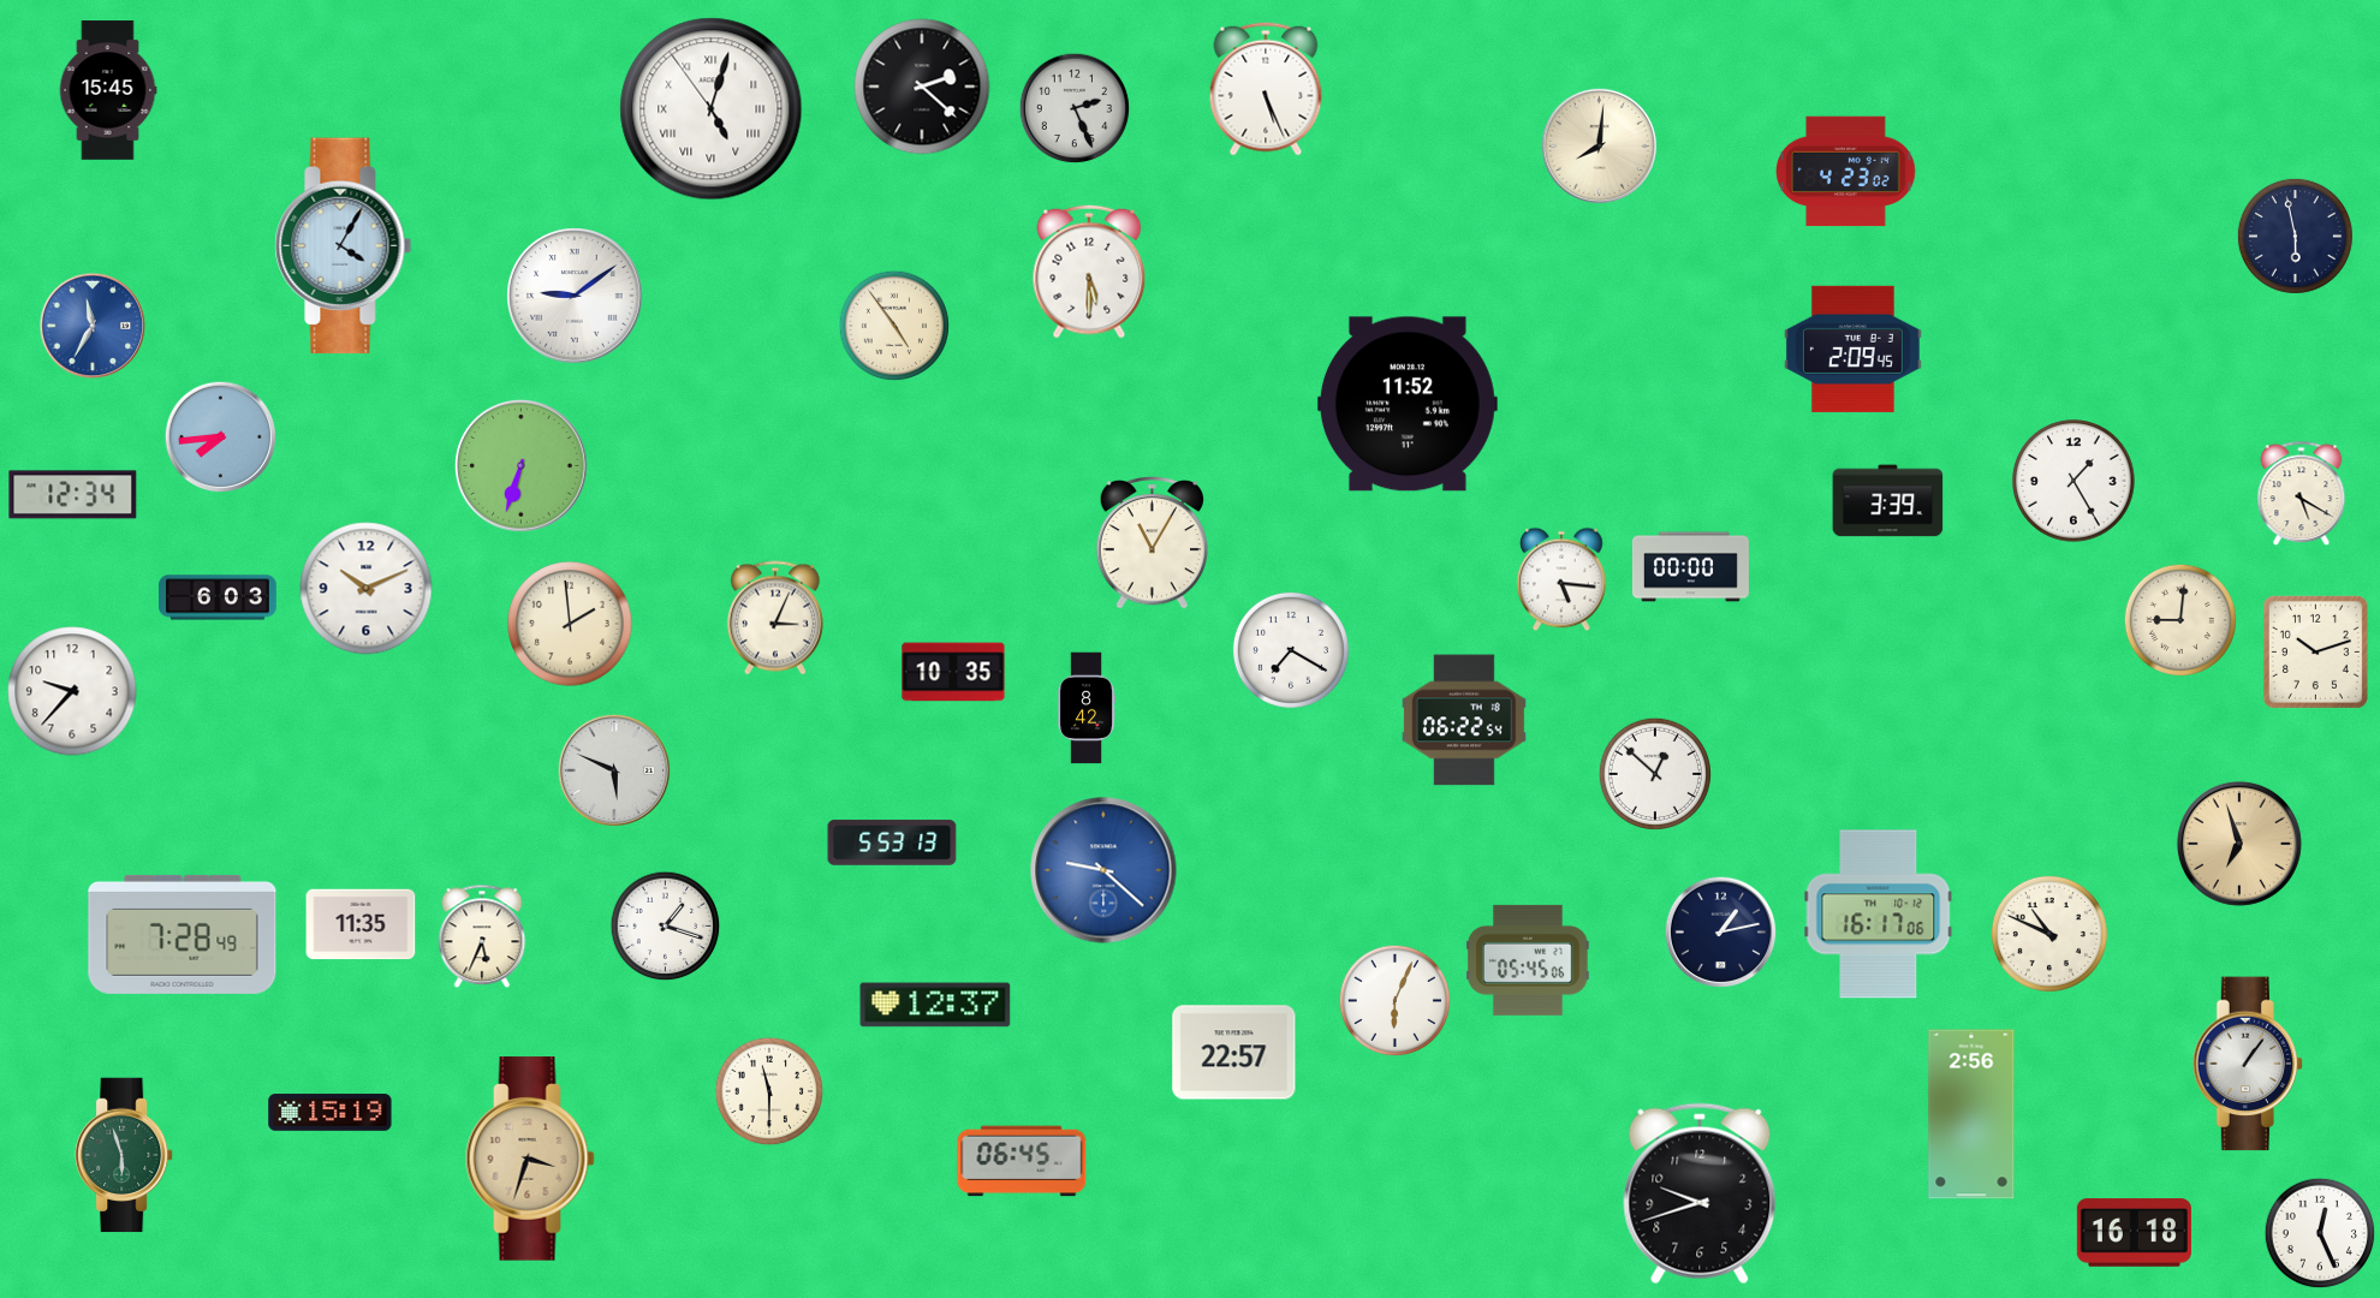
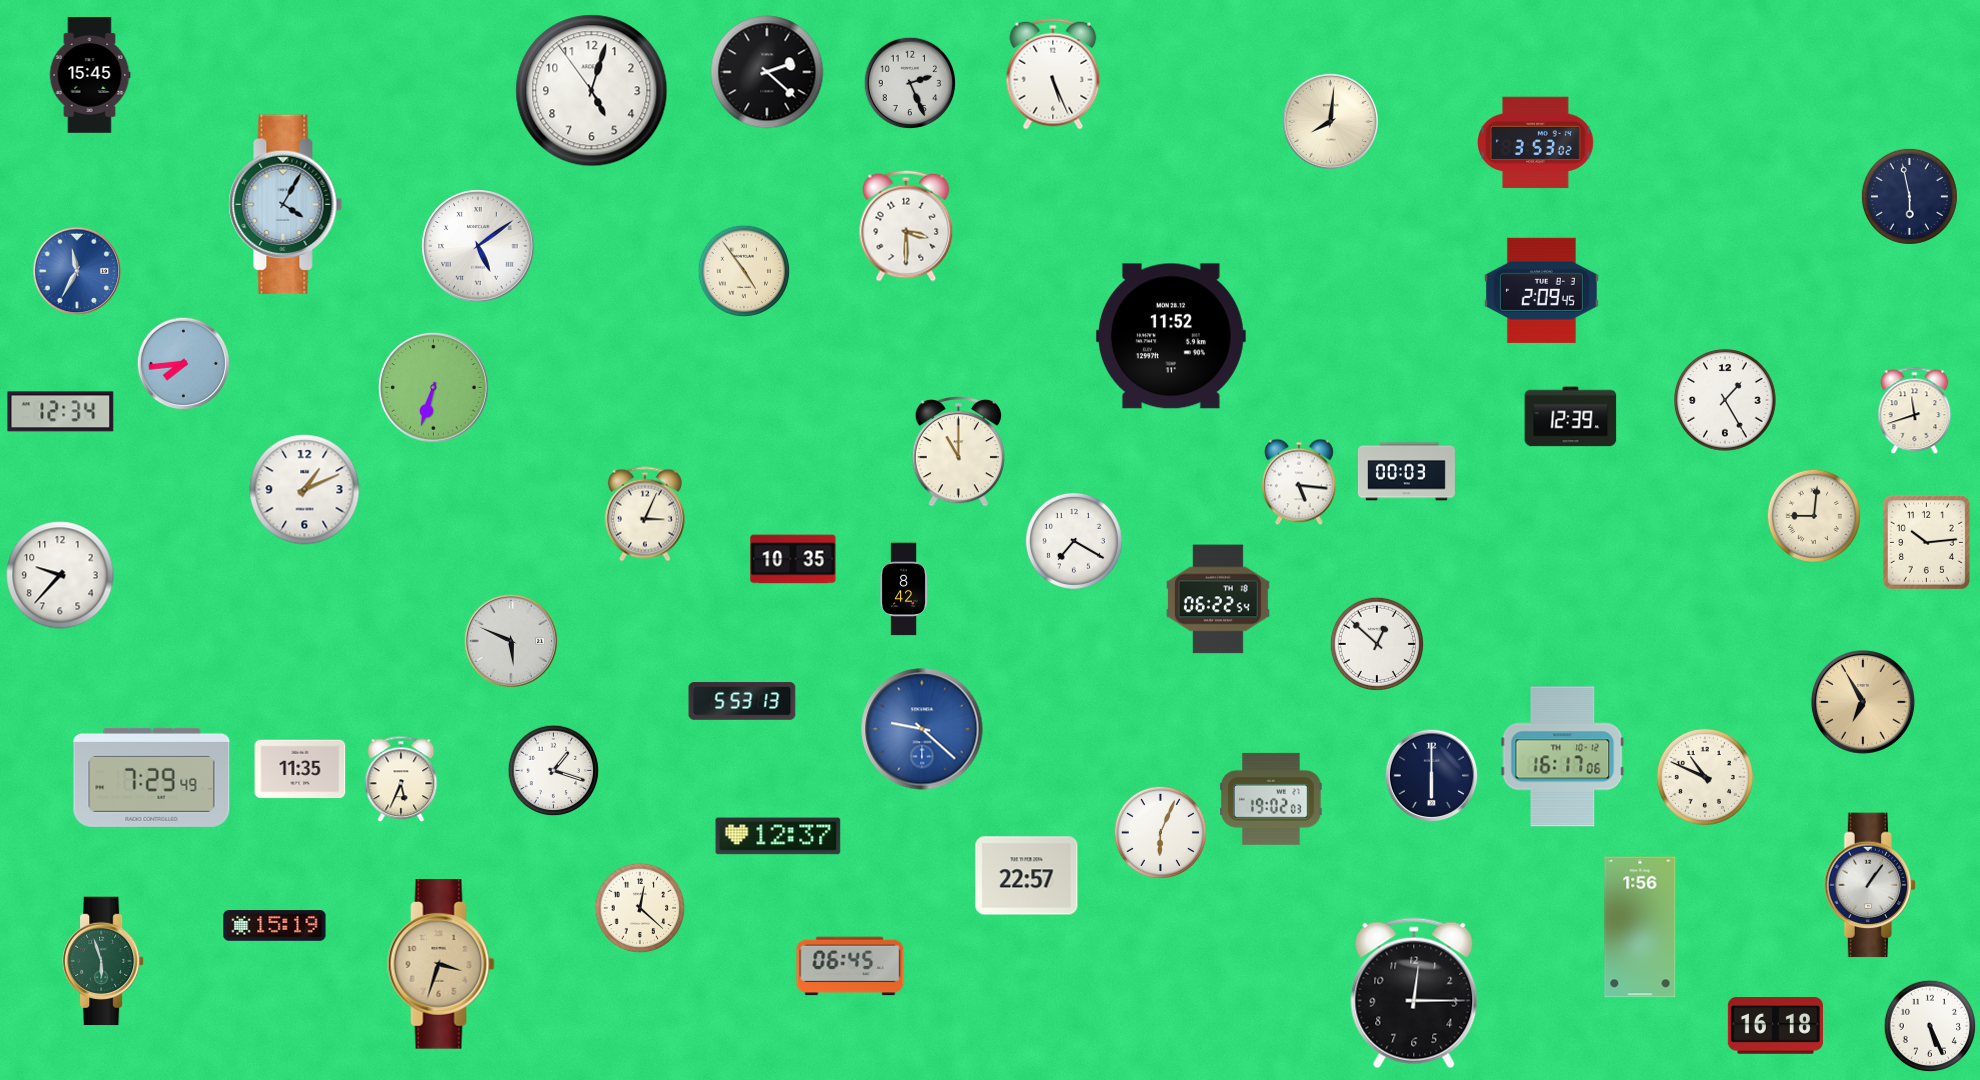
clock at (1075, 108) position: (1075, 108) -> (910, 83)
clock at (712, 109) numerals: Roman -> Arabic
clock at (1846, 172): 4:23 -> 3:53
clock at (1089, 272): 5:30 -> 3:30
clock at (575, 296): 9:09 -> 5:09
clock at (2302, 494): 5:20 -> 11:42
clock at (1888, 501): 3:39 -> 12:39
clock at (1152, 542): 11:05 -> 11:00
clock at (1690, 567): 00:00 -> 00:03
clock at (367, 589): 10:11 -> 1:11
clock at (218, 597): 6:03 -> none
clock at (570, 624): 1:59 -> none
clock at (2315, 651): 10:12 -> 10:14
clock at (2239, 844): 6:57 -> 6:55
clock at (1103, 870) position: (1103, 870) -> (922, 729)
clock at (1879, 915) position: (1879, 915) -> (1563, 757)
clock at (1721, 933): 1:13 -> 6:00
clock at (183, 934): 7:28 -> 7:29
clock at (1529, 960): 05:45 -> 19:02
clock at (769, 1091): 11:30 -> 12:22
clock at (1971, 1114): 2:56 -> 1:56
clock at (1700, 1193): 9:42 -> 12:15
clock at (2320, 1233): 12:26 -> 5:26
